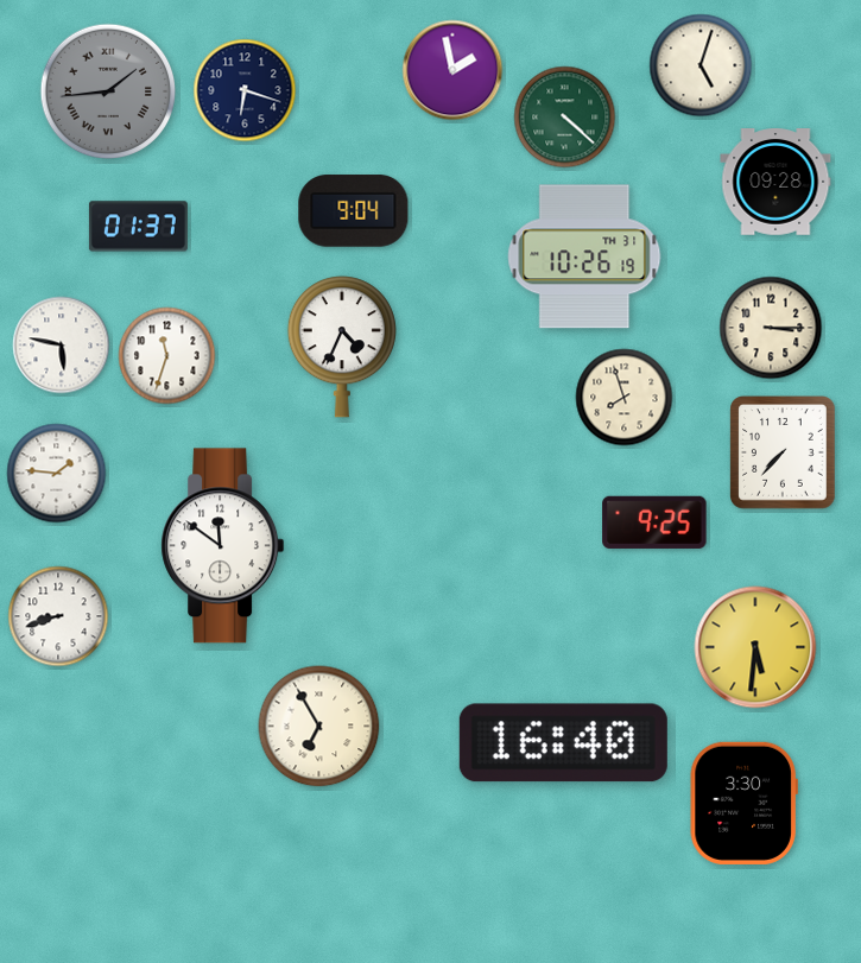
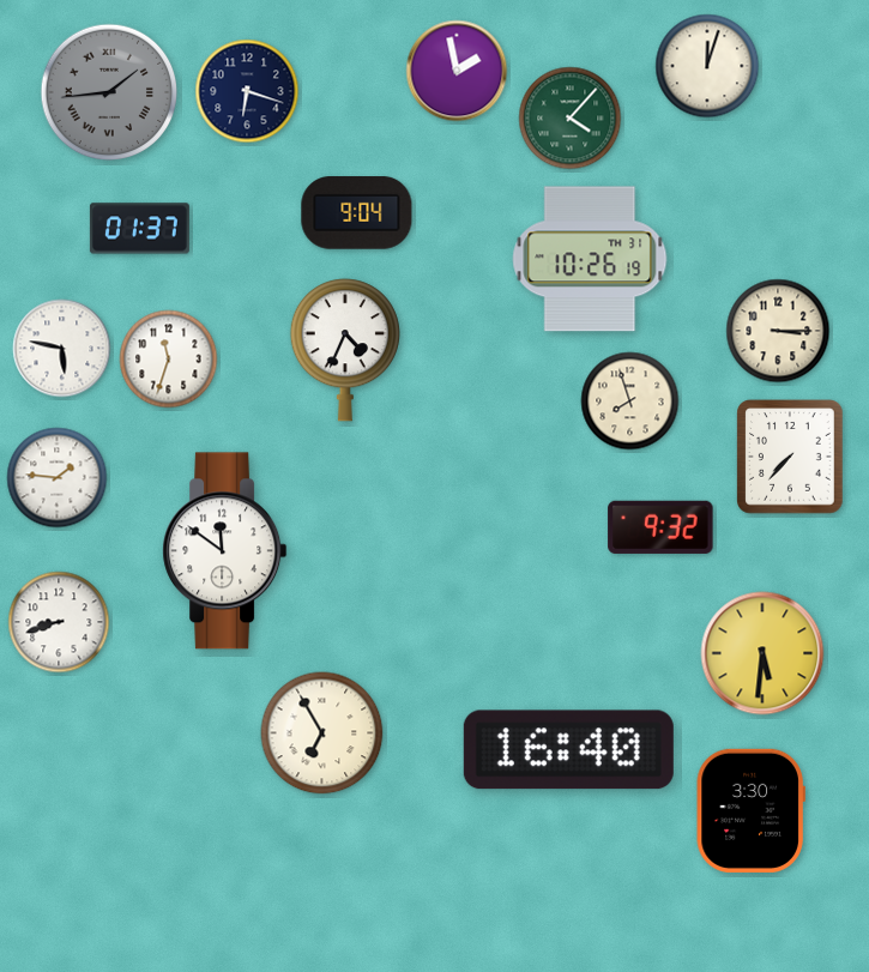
clock at (701, 65): 5:03 -> 12:03
clock at (565, 118): 4:22 -> 4:07
clock at (775, 182): 09:28 -> none
clock at (654, 522): 9:25 -> 9:32
